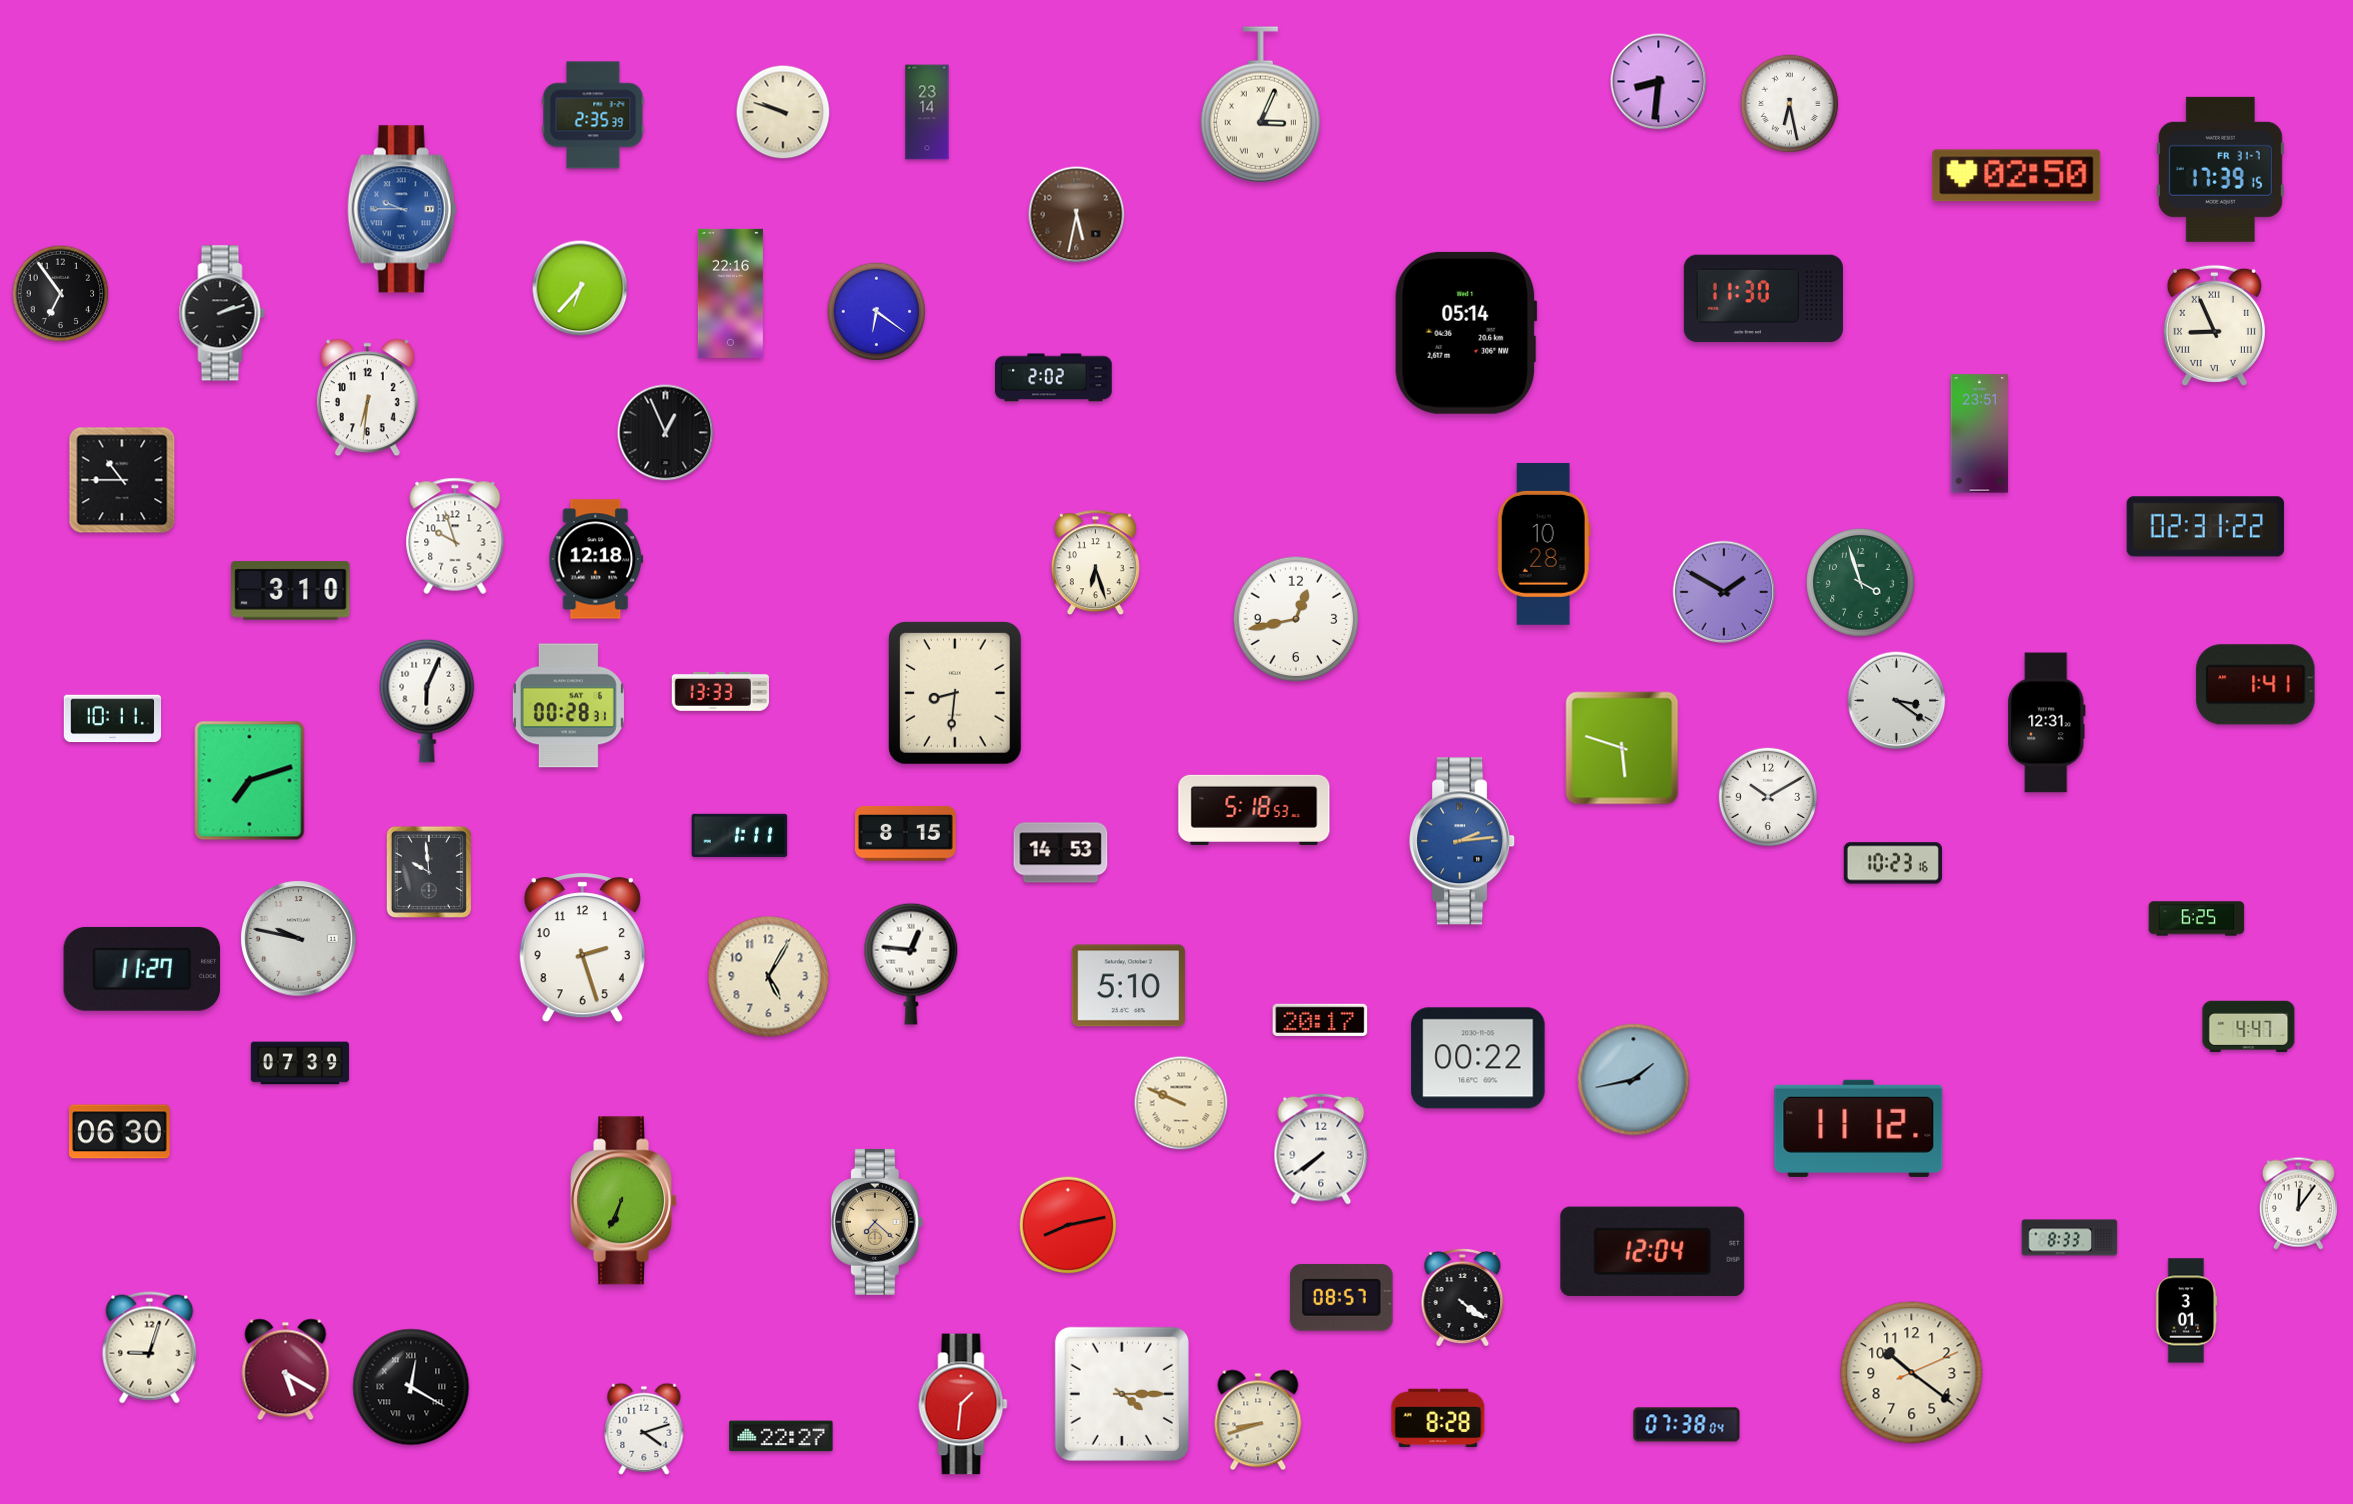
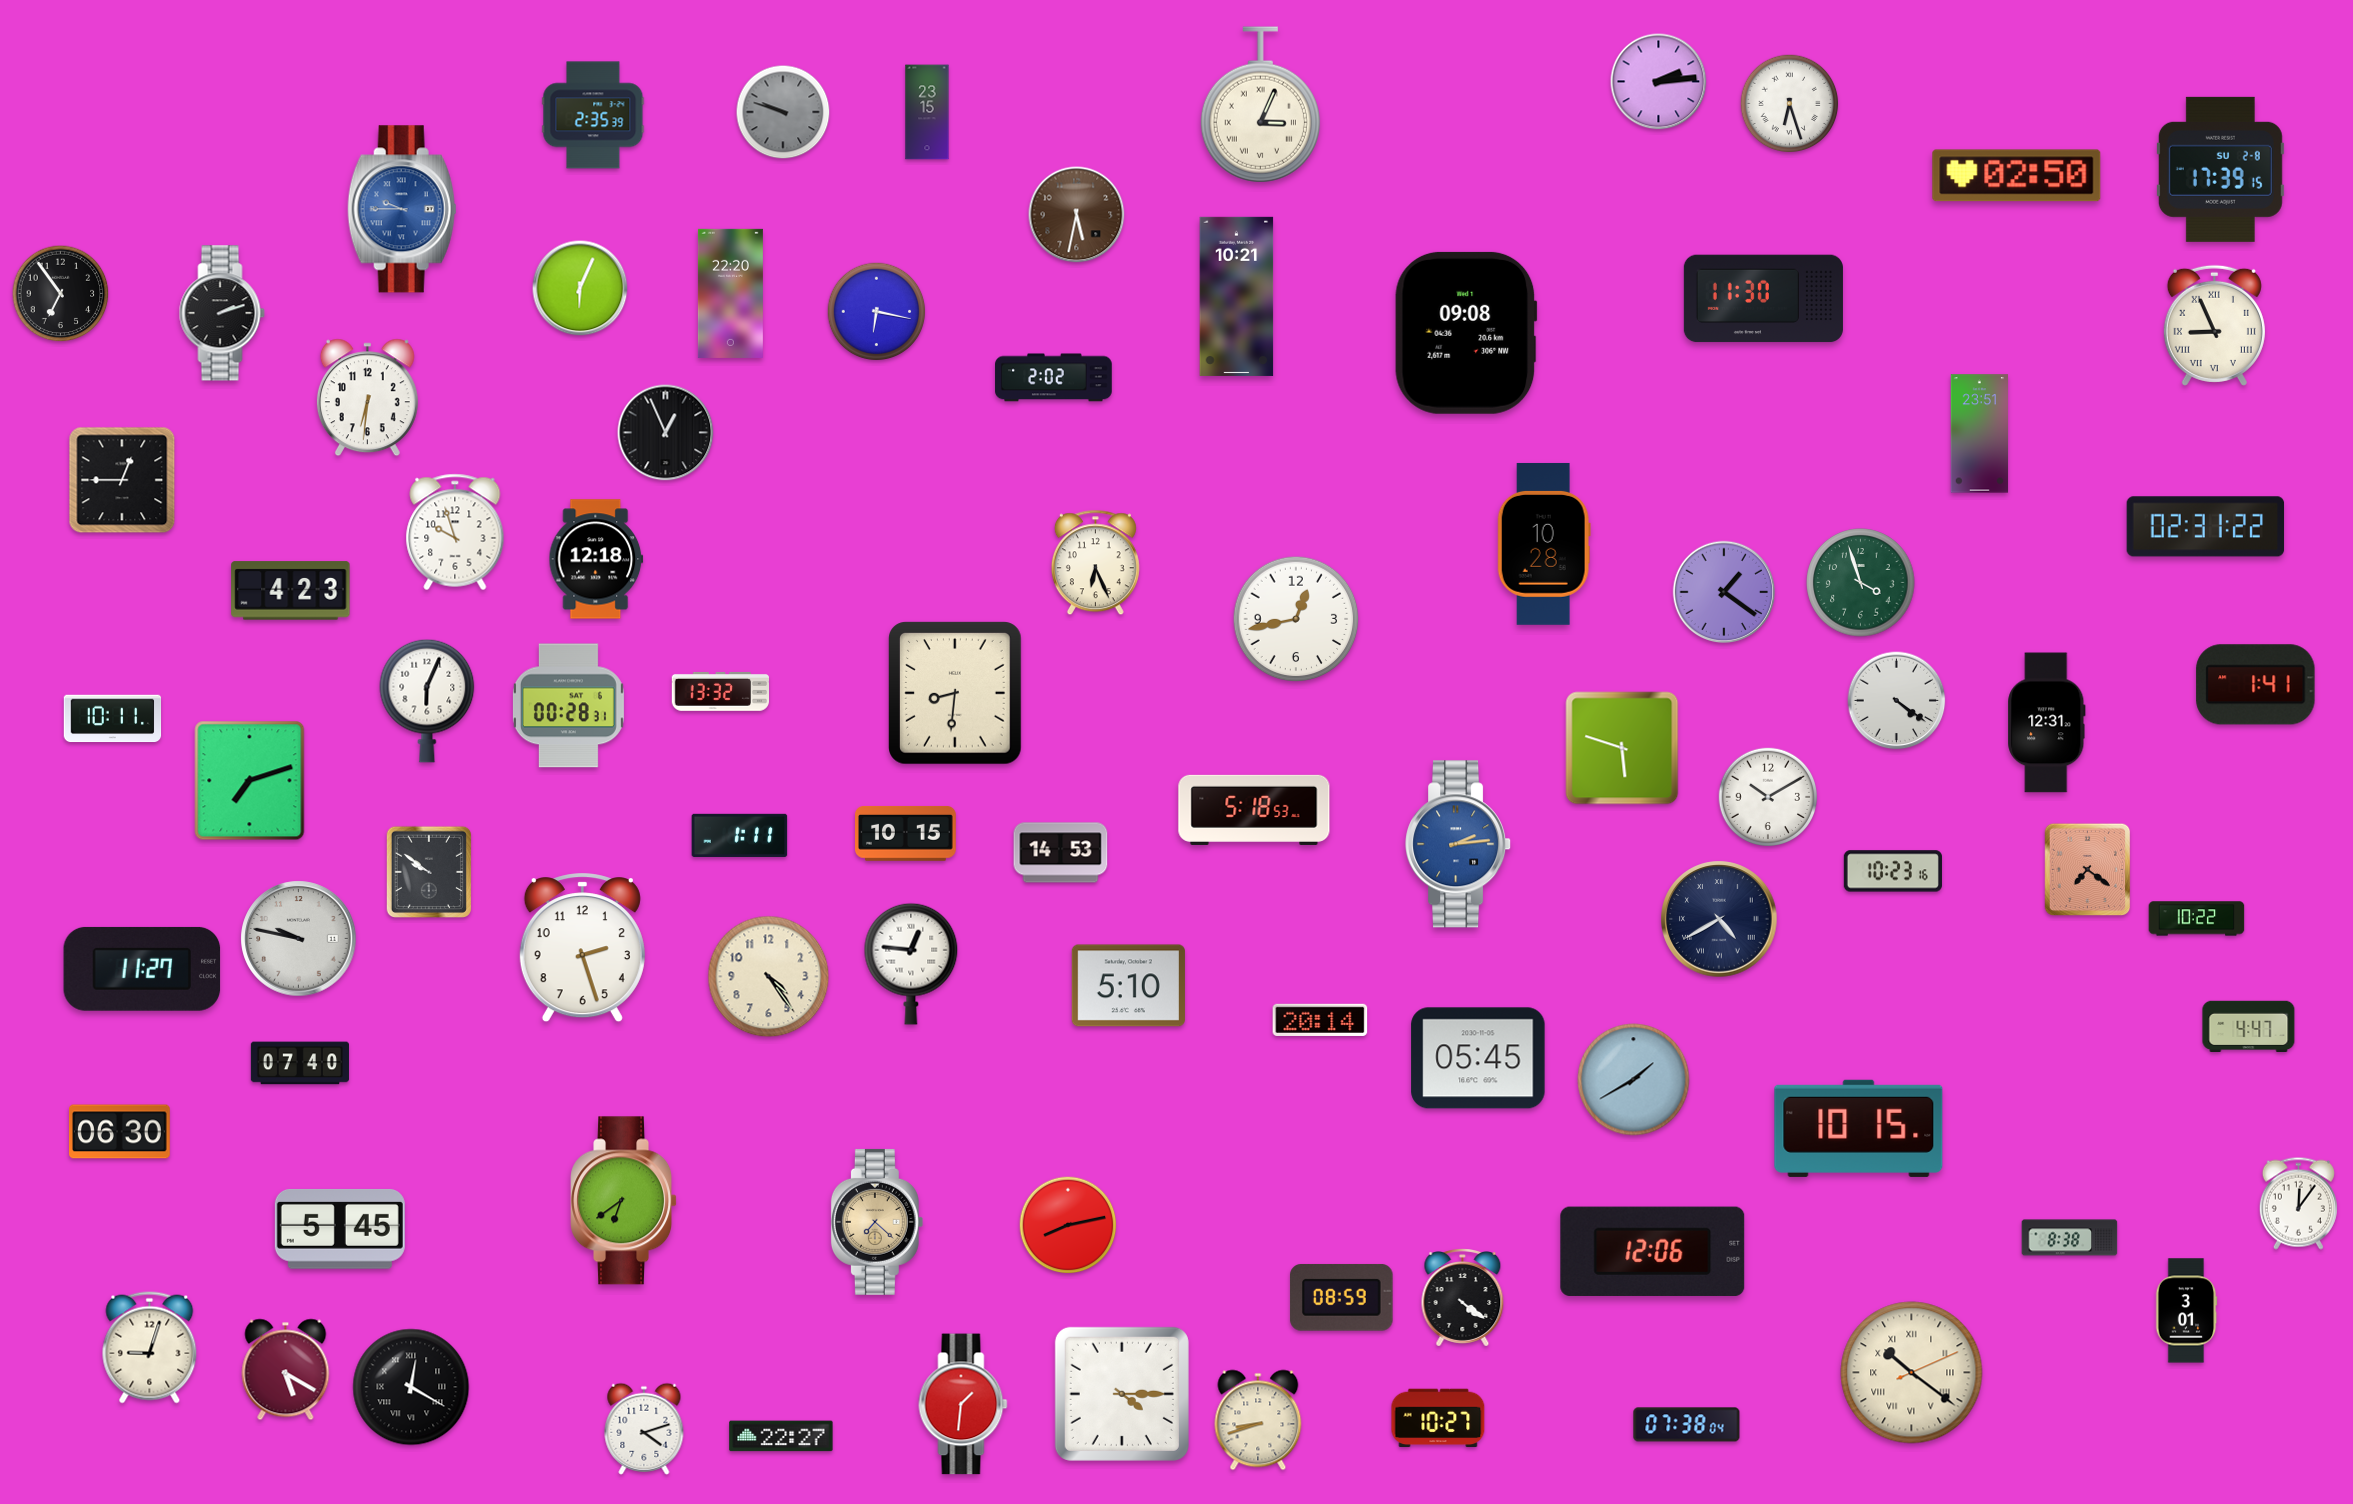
clock at (1659, 82): 8:31 -> 2:14
clock at (1790, 104): 6:28 -> 6:27
clock at (783, 112) dial: cream -> grey
clock at (927, 112): 23:14 -> 23:15
clock at (2220, 169) date: FR 31-7 -> SU 2-8
clock at (580, 288): 6:37 -> 6:04
clock at (730, 293): 22:16 -> 22:20
clock at (1237, 296): none -> 10:21
clock at (877, 312): 6:21 -> 6:17
clock at (1466, 333): 05:14 -> 09:08
clock at (122, 480): 10:45 -> 12:45
clock at (455, 536) position: (455, 536) -> (455, 532)
clock at (1095, 563): 6:27 -> 6:26
clock at (291, 591): 3:10 -> 4:23
clock at (1724, 592): 1:50 -> 1:21
clock at (721, 691): 13:33 -> 13:32
clock at (1897, 701): 3:21 -> 4:21
clock at (906, 834): 8:15 -> 10:15
clock at (1463, 841) position: (1463, 841) -> (1459, 844)
clock at (1893, 863) position: (1893, 863) -> (1893, 871)
clock at (2088, 870): none -> 7:21
clock at (428, 871): 9:59 -> 9:51
clock at (1719, 919): none -> 4:40
clock at (2197, 919): 6:25 -> 10:22
clock at (769, 977): 5:05 -> 4:24
clock at (1320, 1020): 20:17 -> 20:14
clock at (1478, 1058): 00:22 -> 05:45
clock at (300, 1063): 07:39 -> 07:40
clock at (1634, 1080): 1:43 -> 1:40
clock at (1181, 1103): 9:49 -> none
clock at (1859, 1128): 11:12 -> 10:15
clock at (1321, 1149): 7:39 -> none
clock at (624, 1201): 6:34 -> 6:39
clock at (340, 1229): none -> 5:45
clock at (2070, 1238): 8:33 -> 8:38
clock at (1653, 1251): 12:04 -> 12:06
clock at (1342, 1297): 08:57 -> 08:59
clock at (1912, 1373) numerals: Arabic -> Roman
clock at (1438, 1418): 8:28 -> 10:27
